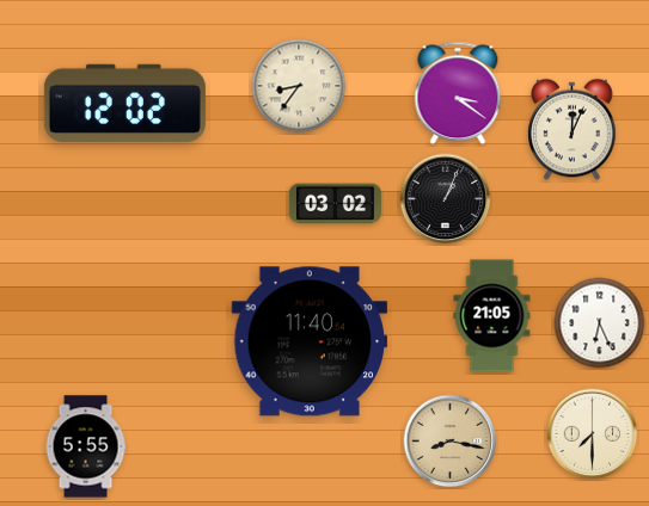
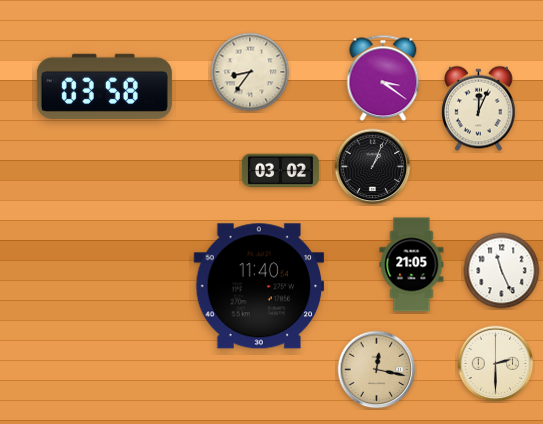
clock at (124, 103): 12:02 -> 03:58
clock at (600, 323): 6:26 -> 11:26
clock at (593, 434): 7:30 -> 2:30
clock at (451, 442): 8:17 -> 12:17
clock at (86, 446): 5:55 -> none
